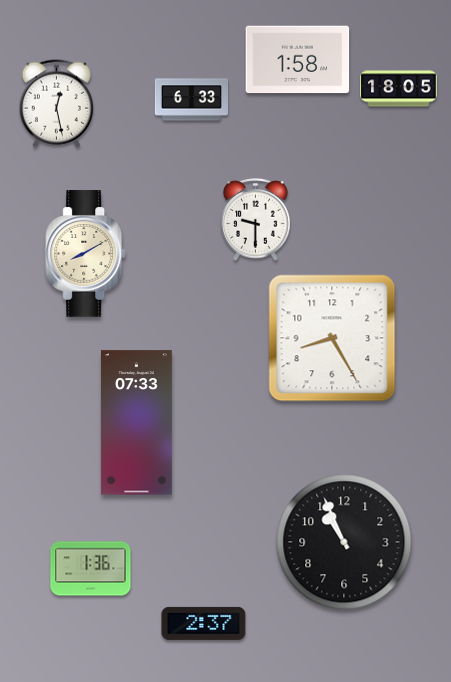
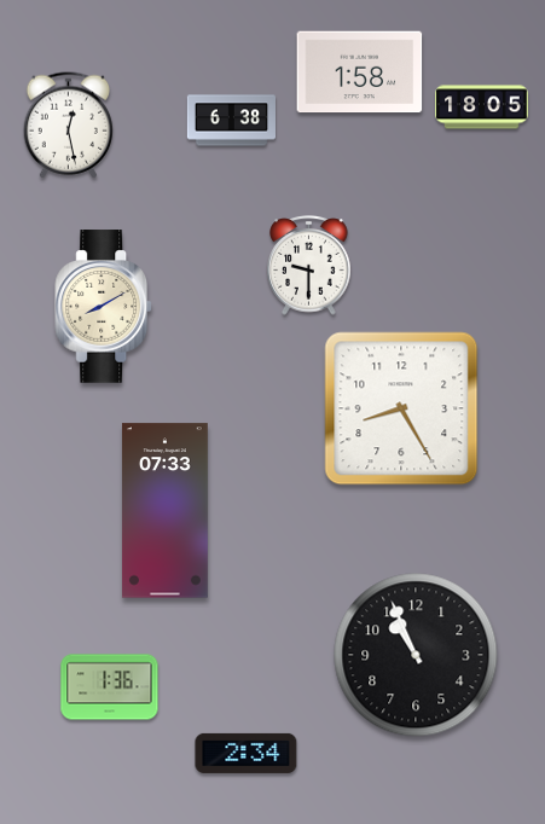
clock at (191, 100): 6:33 -> 6:38
clock at (204, 623): 2:37 -> 2:34
